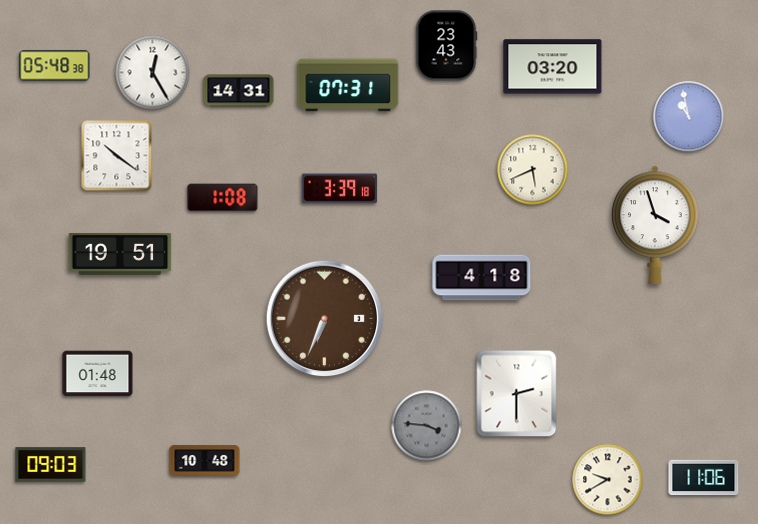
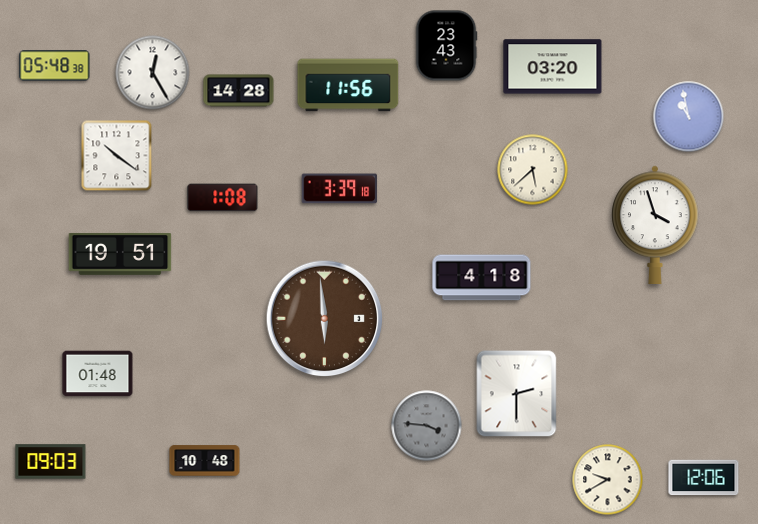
clock at (348, 85): 07:31 -> 11:56
clock at (239, 91): 14:31 -> 14:28
clock at (533, 170): 5:41 -> 5:38
clock at (325, 319): 6:34 -> 5:59
clock at (51, 465) position: (51, 465) -> (51, 462)
clock at (704, 478): 11:06 -> 12:06
